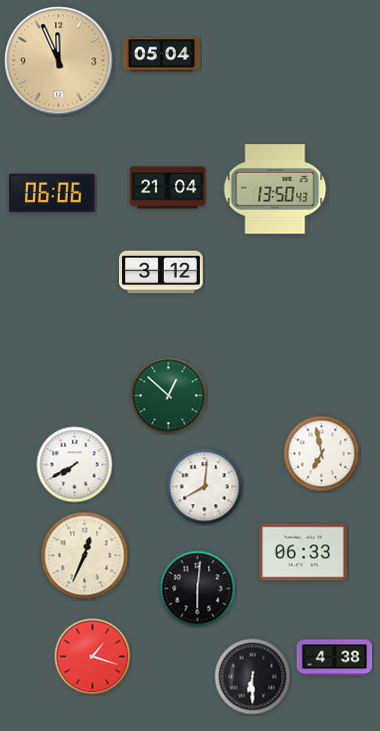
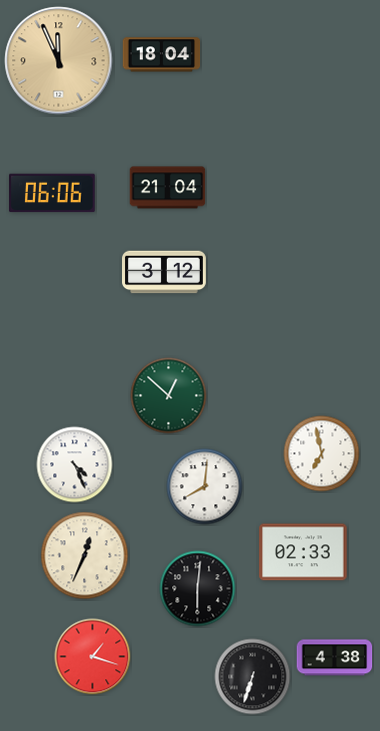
clock at (162, 55): 05:04 -> 18:04
clock at (275, 189): 13:50 -> none
clock at (162, 272) position: (162, 272) -> (165, 272)
clock at (75, 465): 7:40 -> 4:26
clock at (303, 552): 06:33 -> 02:33
clock at (253, 677): 6:30 -> 6:33
